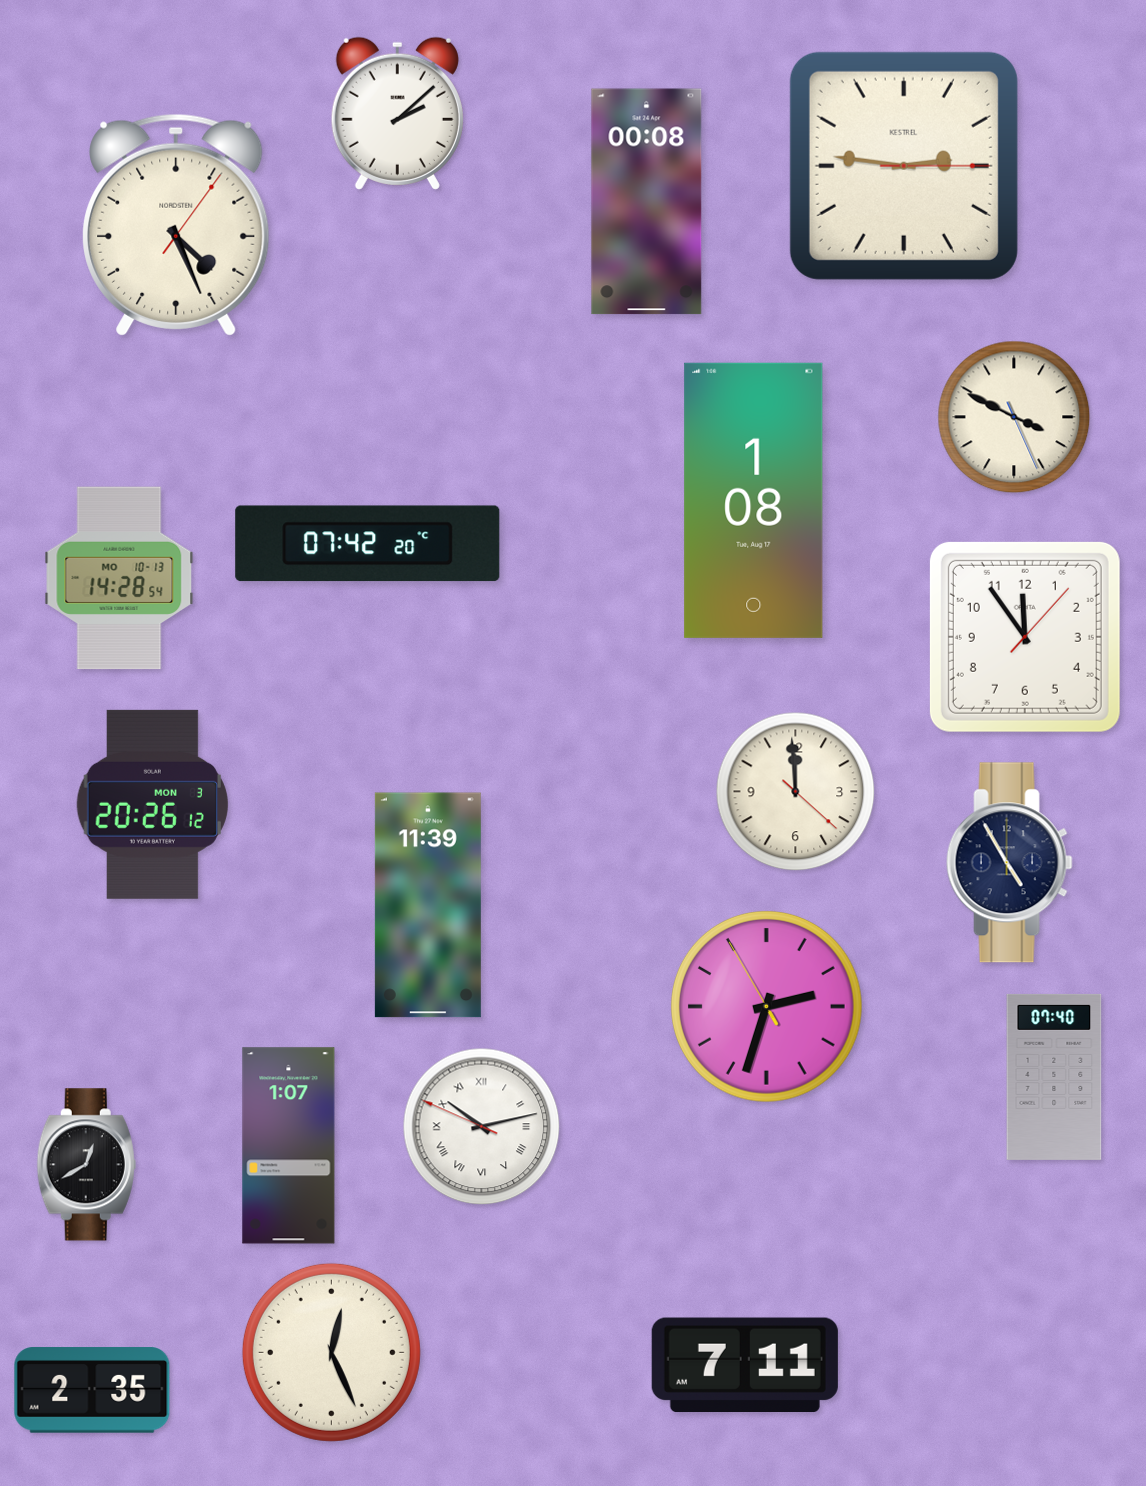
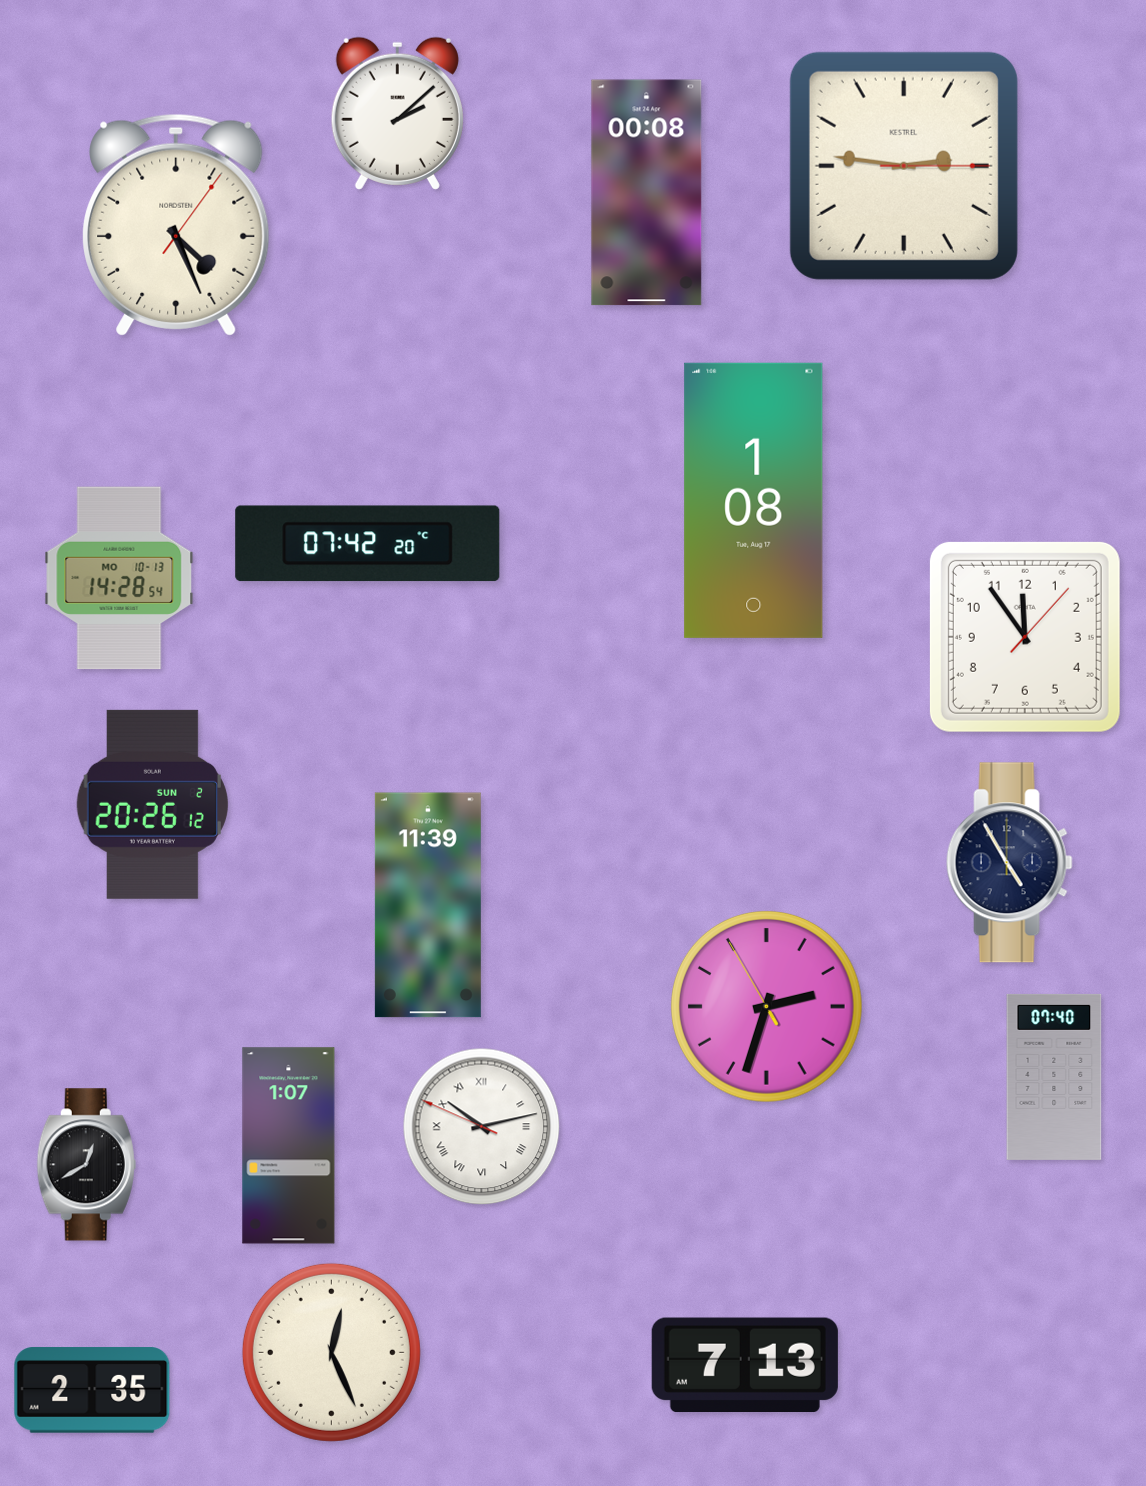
clock at (647, 202) position: (647, 202) -> (647, 193)
clock at (1014, 417): 3:49 -> none
clock at (796, 792): 11:59 -> none
clock at (152, 804) date: MON 3 -> SUN 2
clock at (745, 1364): 7:11 -> 7:13
